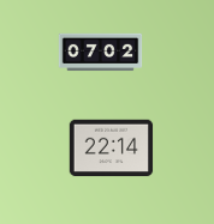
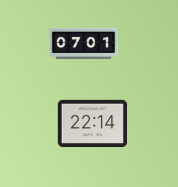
clock at (101, 53): 07:02 -> 07:01
